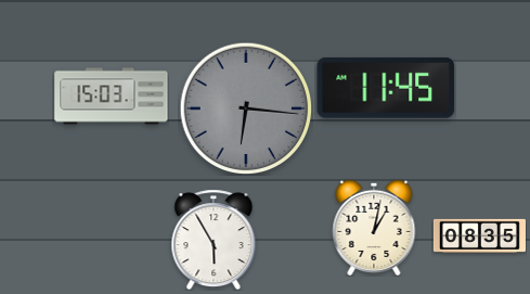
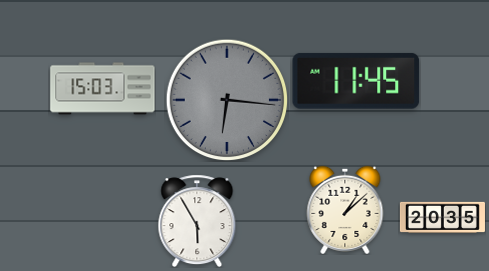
clock at (374, 228): 1:02 -> 1:08
clock at (479, 235): 08:35 -> 20:35
